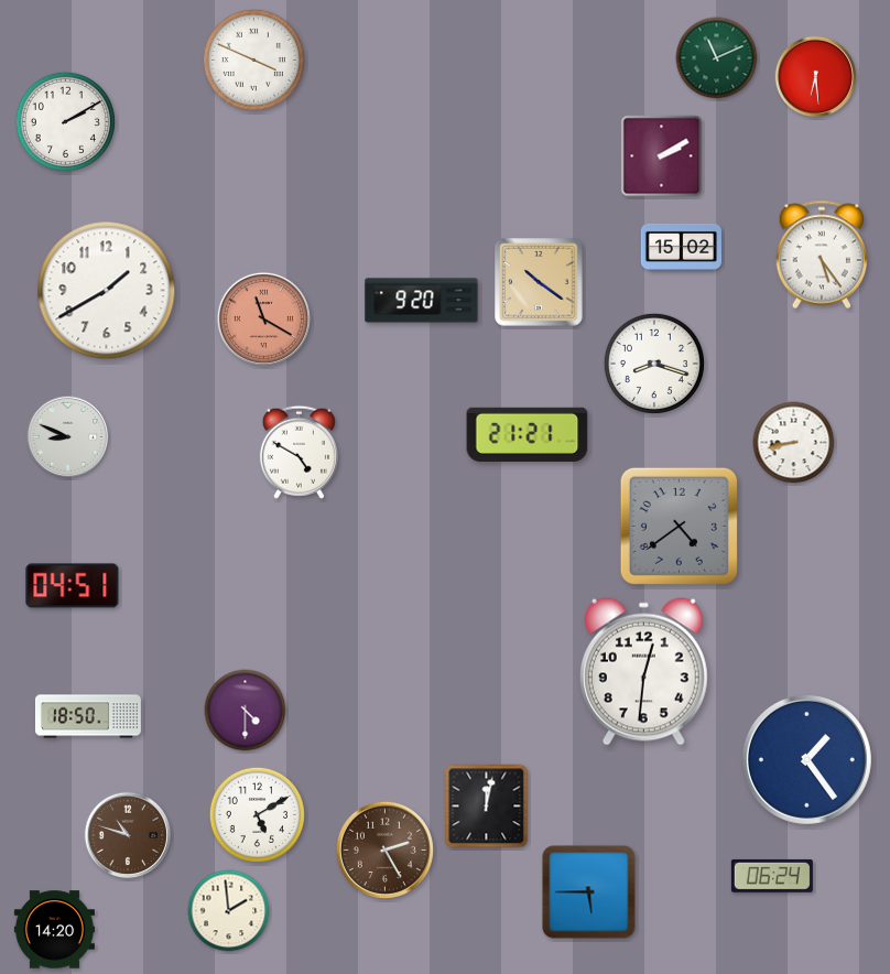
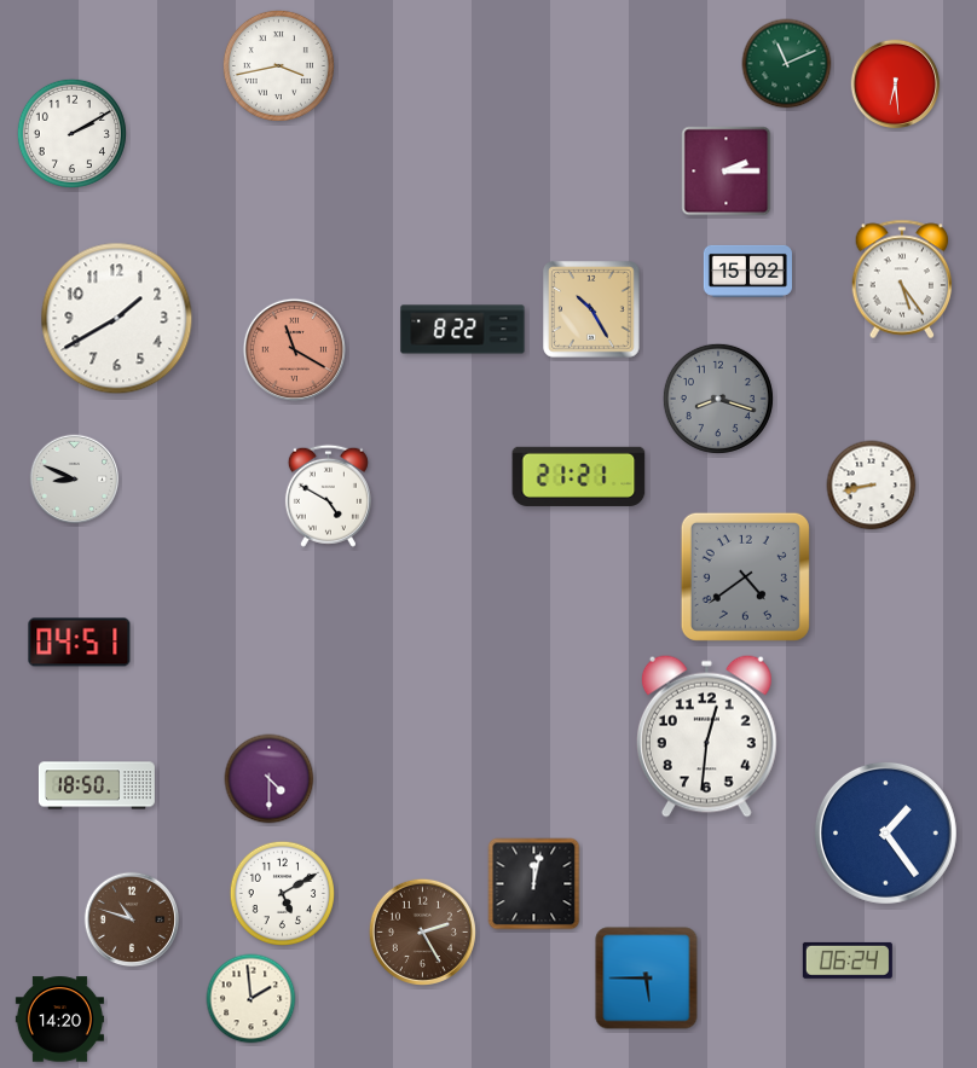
clock at (253, 59): 3:49 -> 3:43
clock at (662, 156): 2:10 -> 2:15
clock at (539, 282): 10:21 -> 10:25
clock at (422, 301): 9:20 -> 8:22
clock at (263, 318) position: (263, 318) -> (294, 349)
clock at (654, 364) dial: white -> grey
clock at (128, 835) position: (128, 835) -> (132, 919)
